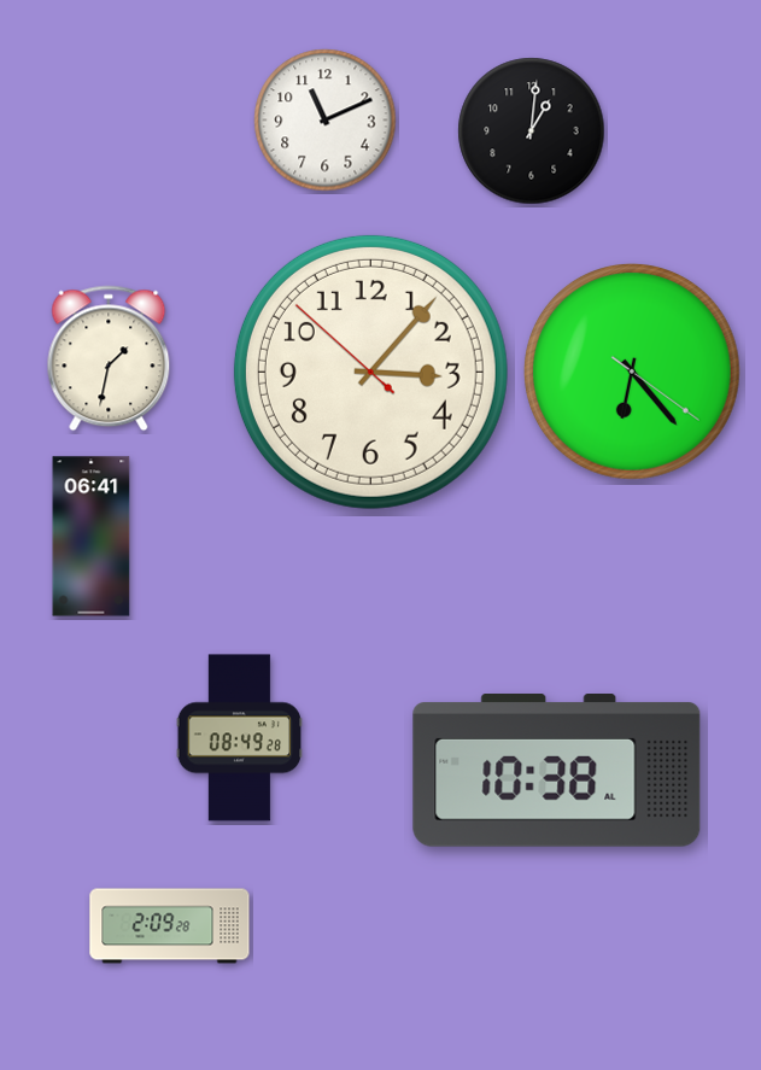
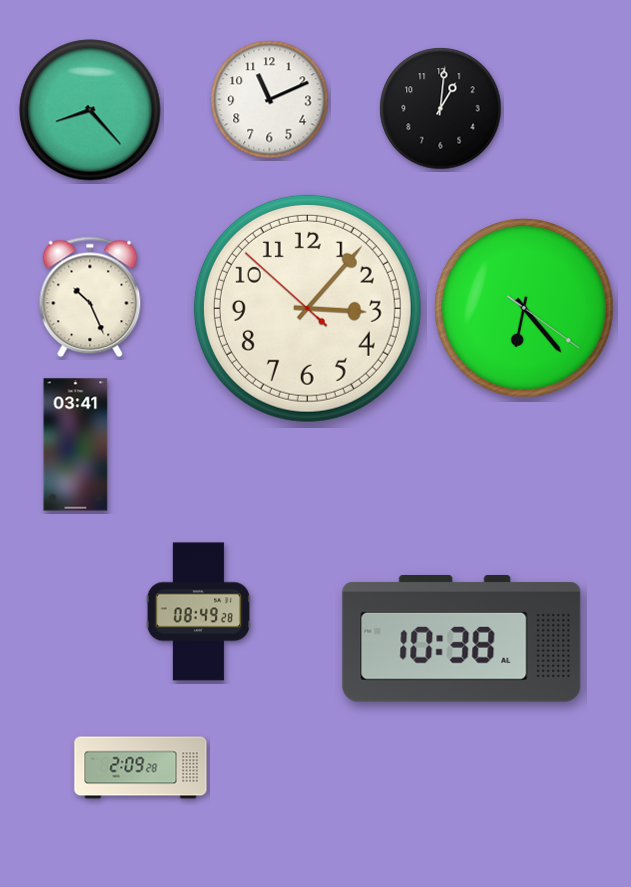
clock at (90, 110): none -> 8:23
clock at (109, 358): 1:32 -> 10:26
clock at (92, 537): 06:41 -> 03:41
